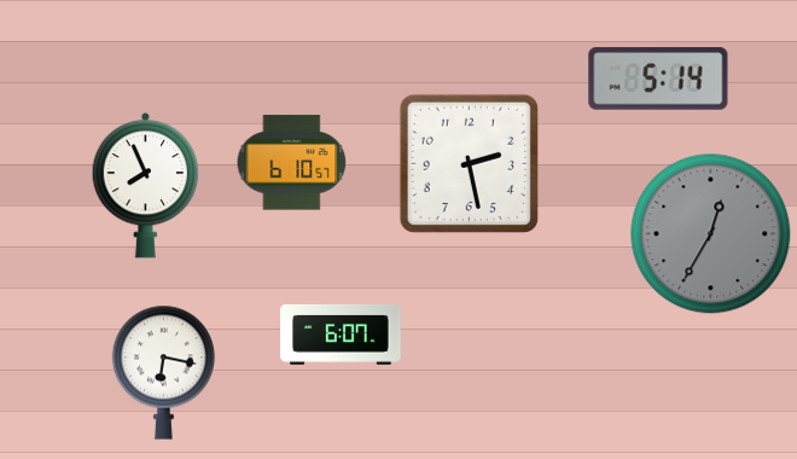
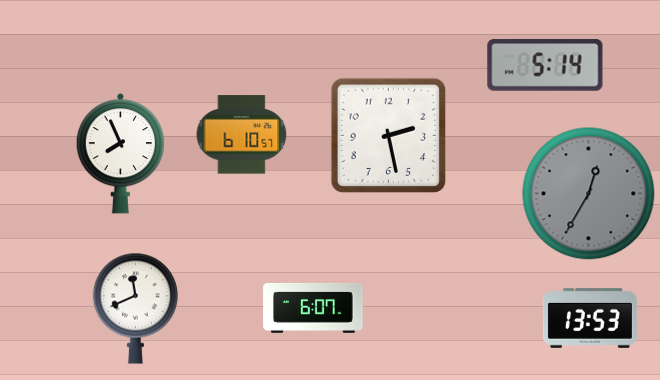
clock at (341, 335) position: (341, 335) -> (313, 308)
clock at (163, 372): 6:17 -> 11:41
clock at (590, 318): none -> 13:53
